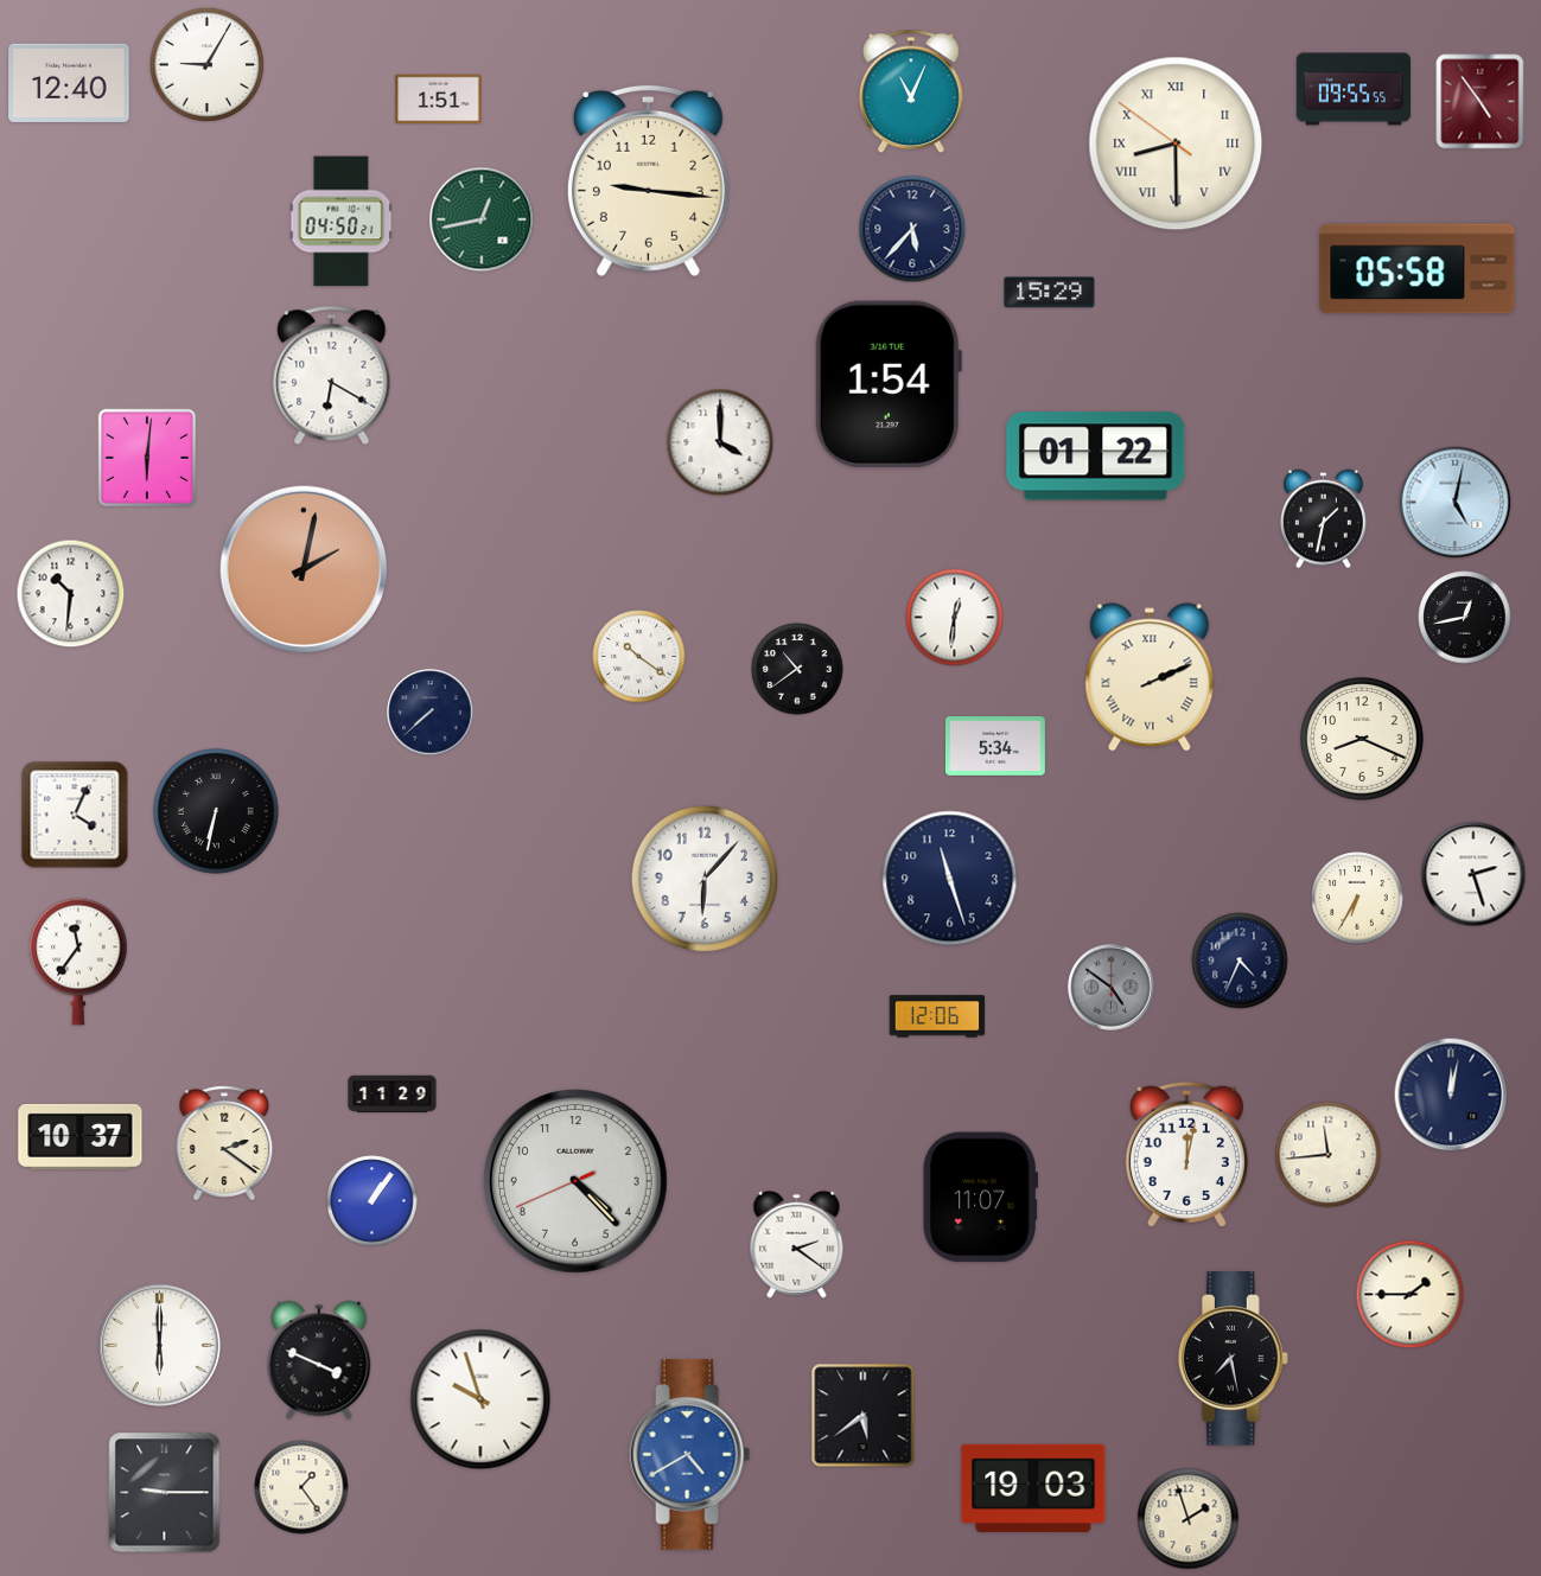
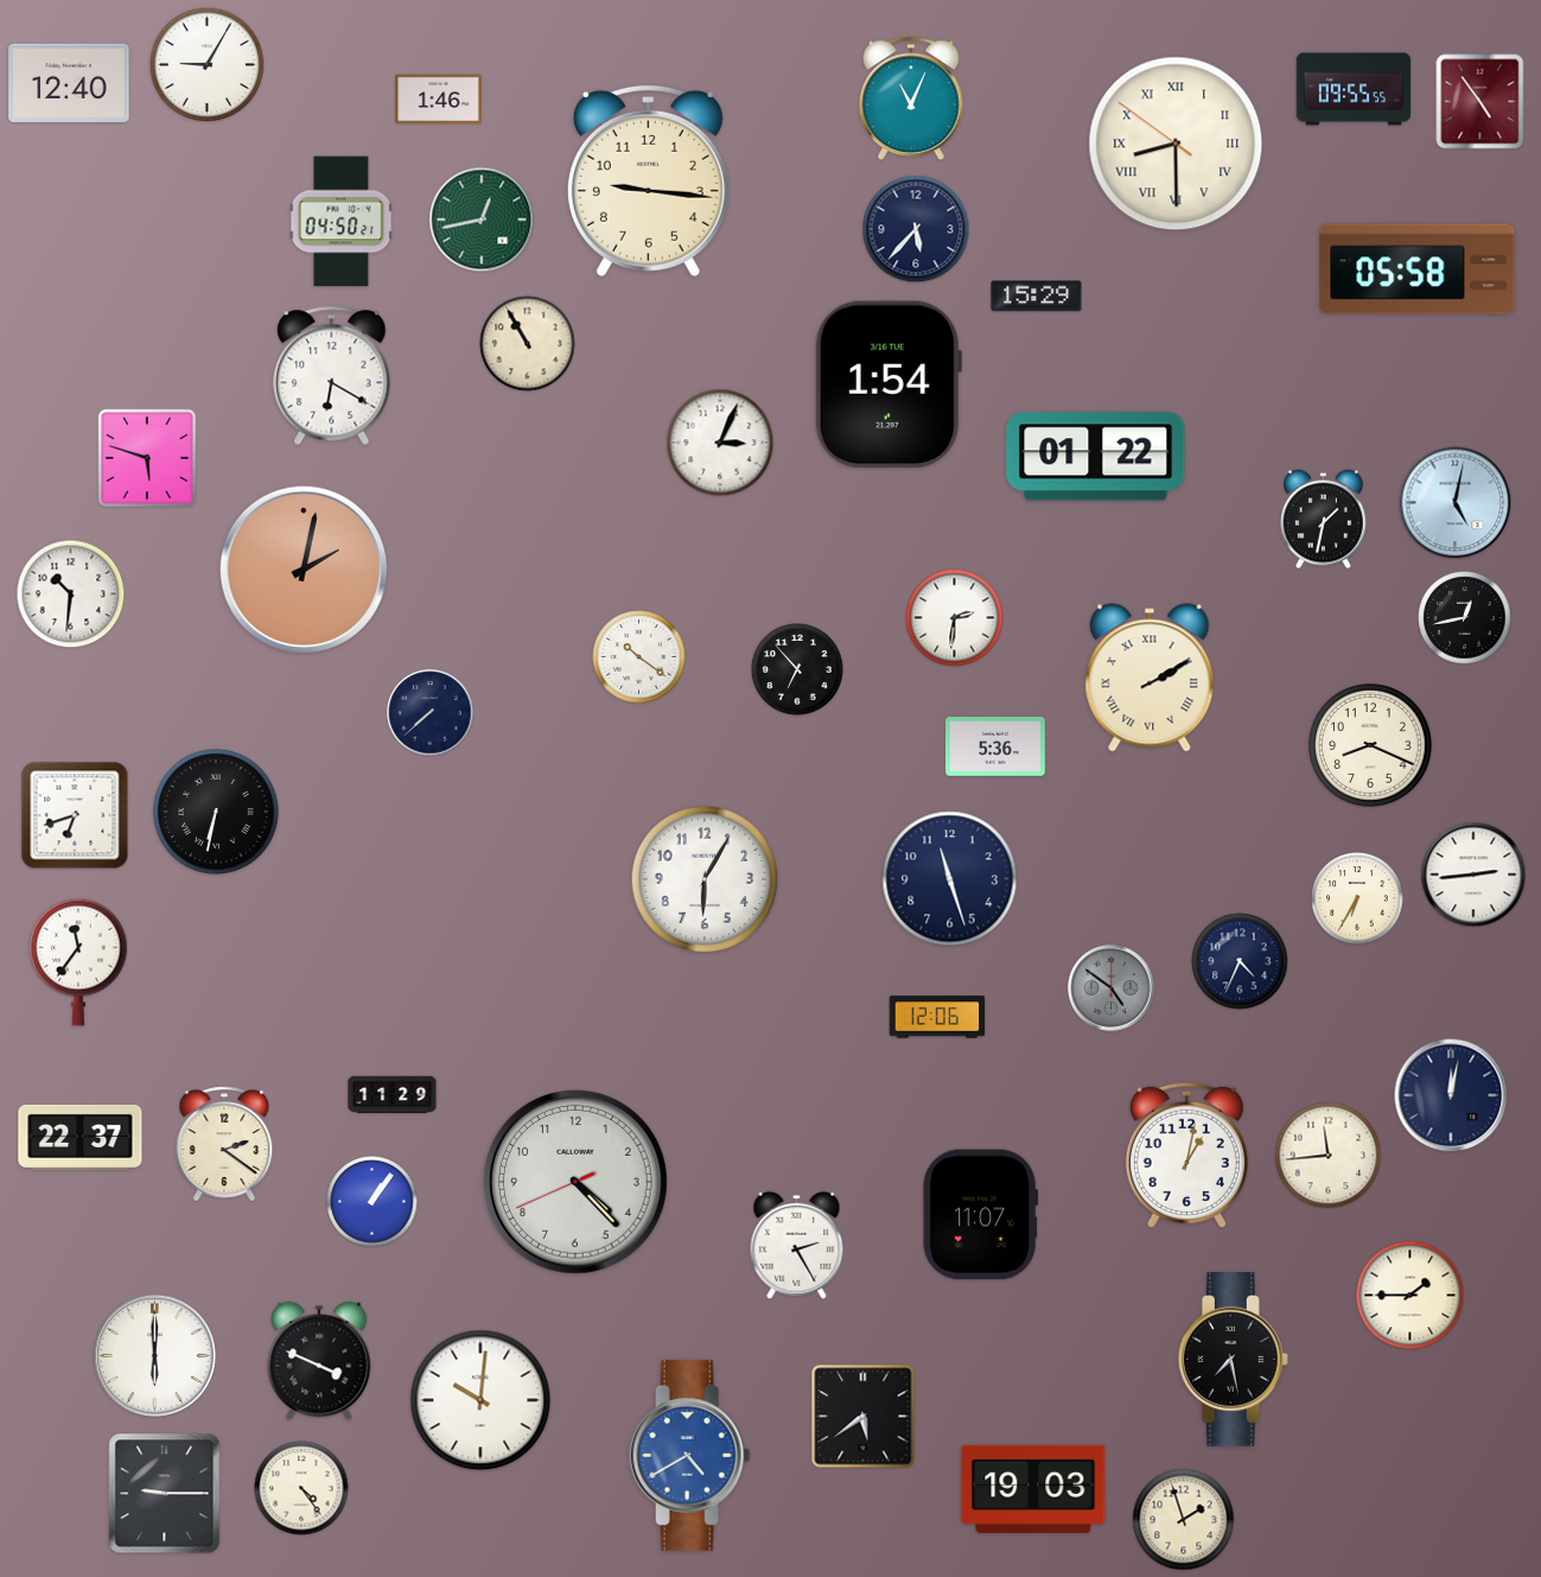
clock at (912, 91) position: (912, 91) -> (912, 98)
clock at (439, 100): 1:51 -> 1:46
clock at (912, 229) position: (912, 229) -> (916, 229)
clock at (1050, 293) position: (1050, 293) -> (1037, 297)
clock at (528, 344): none -> 10:55
clock at (720, 442): 4:00 -> 3:04
clock at (147, 458): 6:01 -> 5:48
clock at (955, 618): 12:31 -> 2:31
clock at (797, 669): 10:39 -> 6:53
clock at (1150, 677): 2:11 -> 2:10
clock at (1363, 740) position: (1363, 740) -> (1371, 746)
clock at (995, 747): 5:34 -> 5:36
clock at (75, 815): 4:04 -> 6:42
clock at (1473, 874): 2:27 -> 2:44
clock at (705, 879): 6:07 -> 6:05
clock at (81, 1136): 10:37 -> 22:37
clock at (1186, 1154): 12:02 -> 1:02
clock at (980, 1198) position: (980, 1198) -> (980, 1215)
clock at (797, 1244): 2:21 -> 2:25
clock at (159, 1345) position: (159, 1345) -> (154, 1355)
clock at (480, 1399): 9:57 -> 10:01
clock at (301, 1487): 1:24 -> 4:24
clock at (1189, 1519) position: (1189, 1519) -> (1184, 1520)
